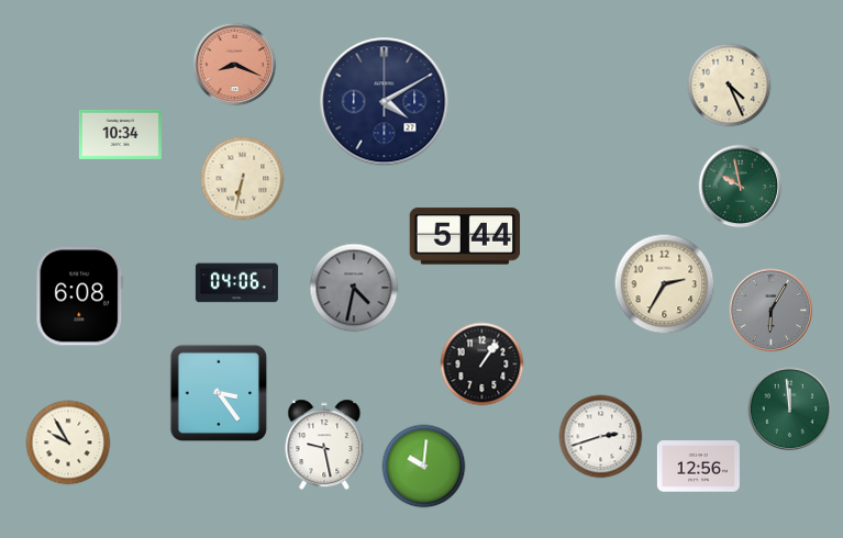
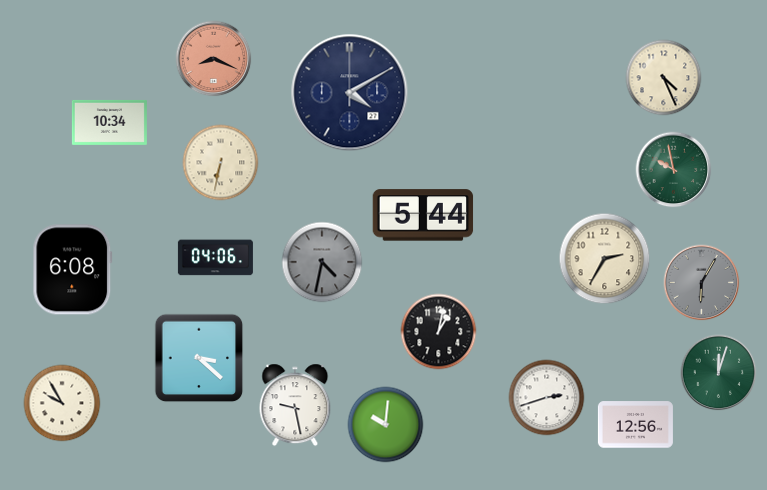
clock at (482, 365): 1:06 -> 1:02
clock at (219, 393): 3:24 -> 3:22
clock at (790, 410): 11:59 -> 12:03
